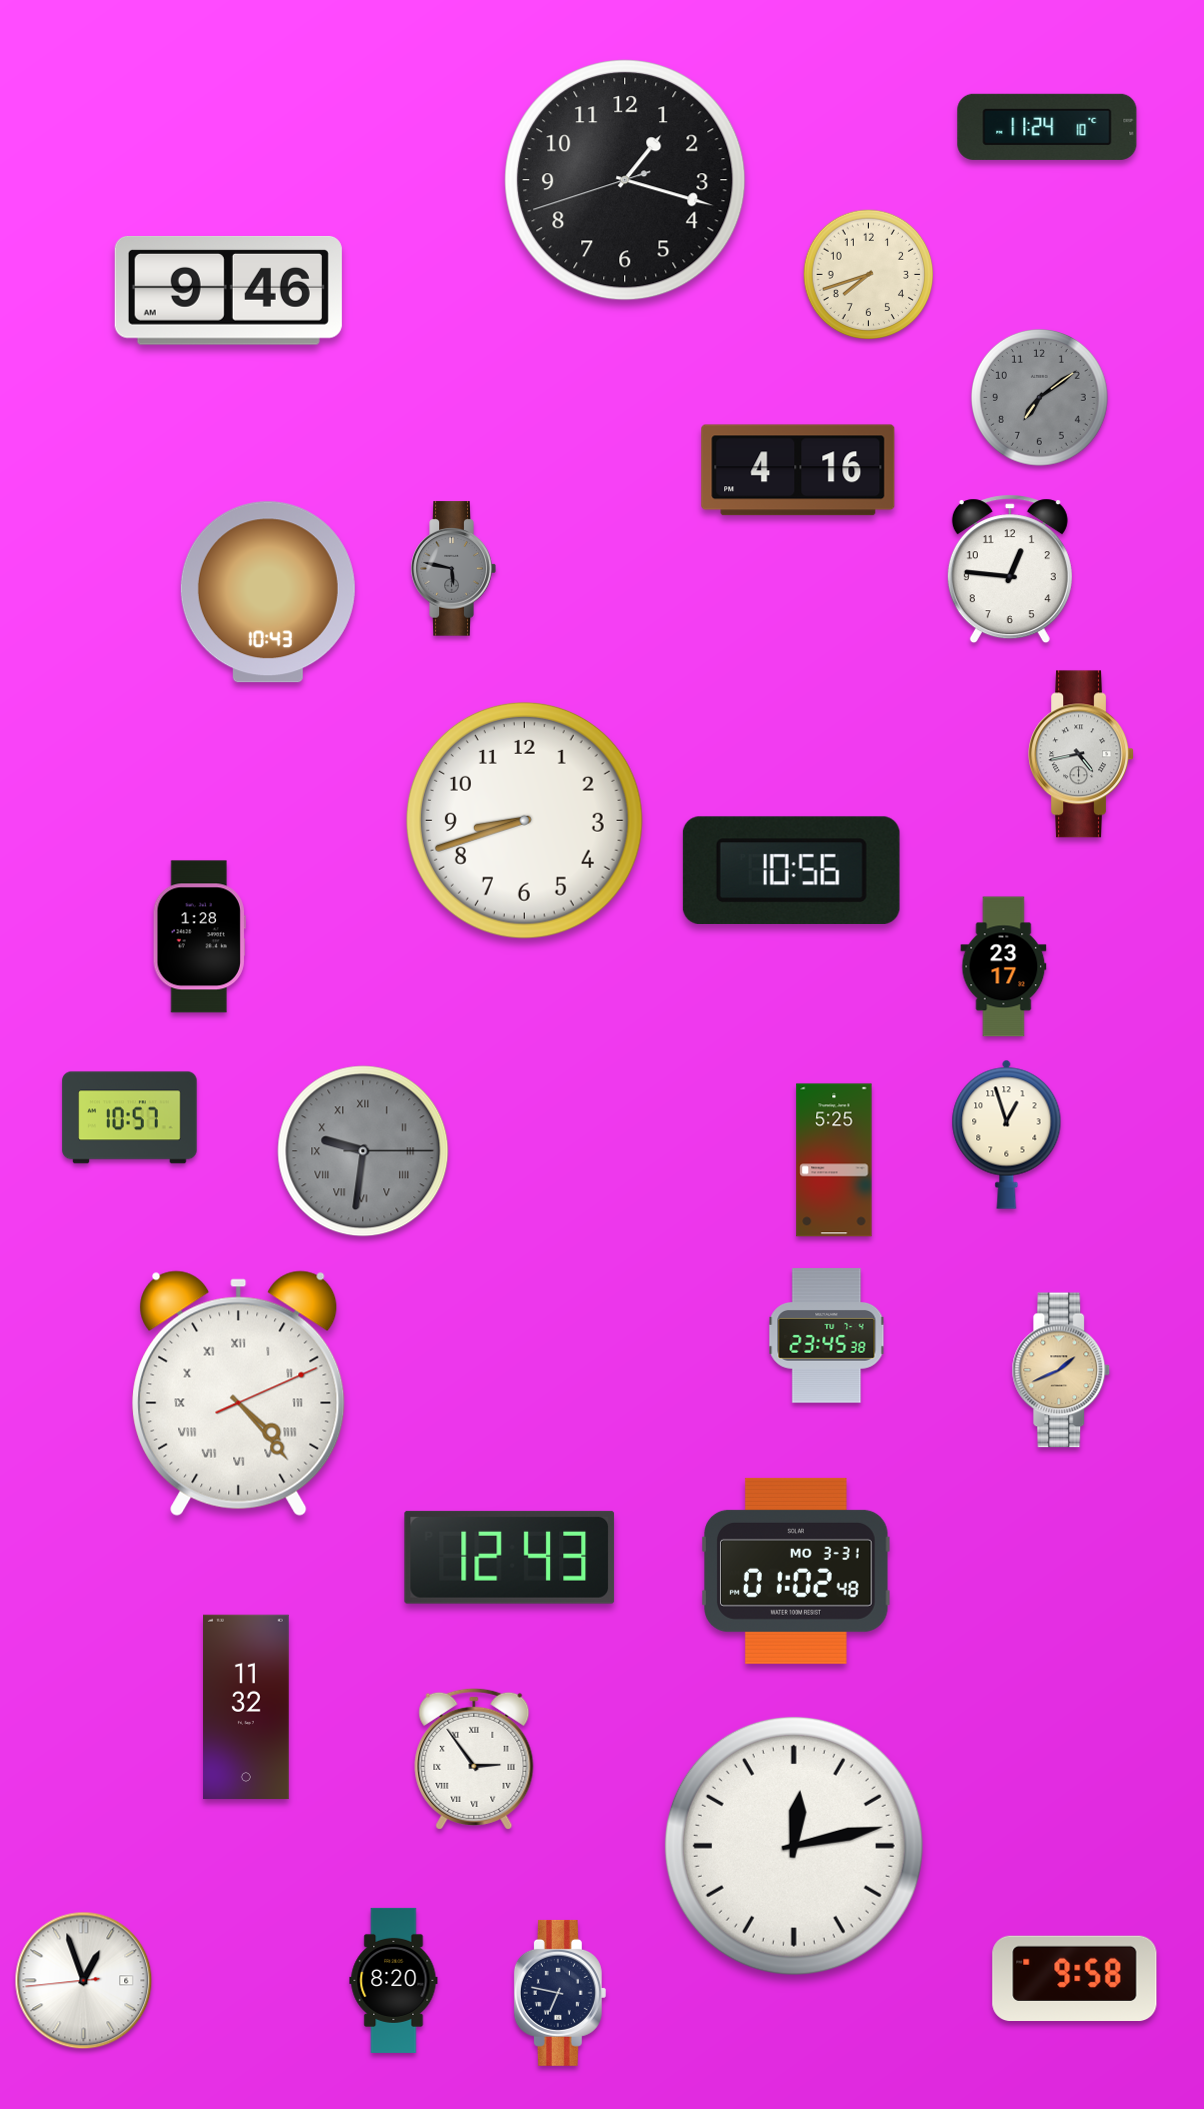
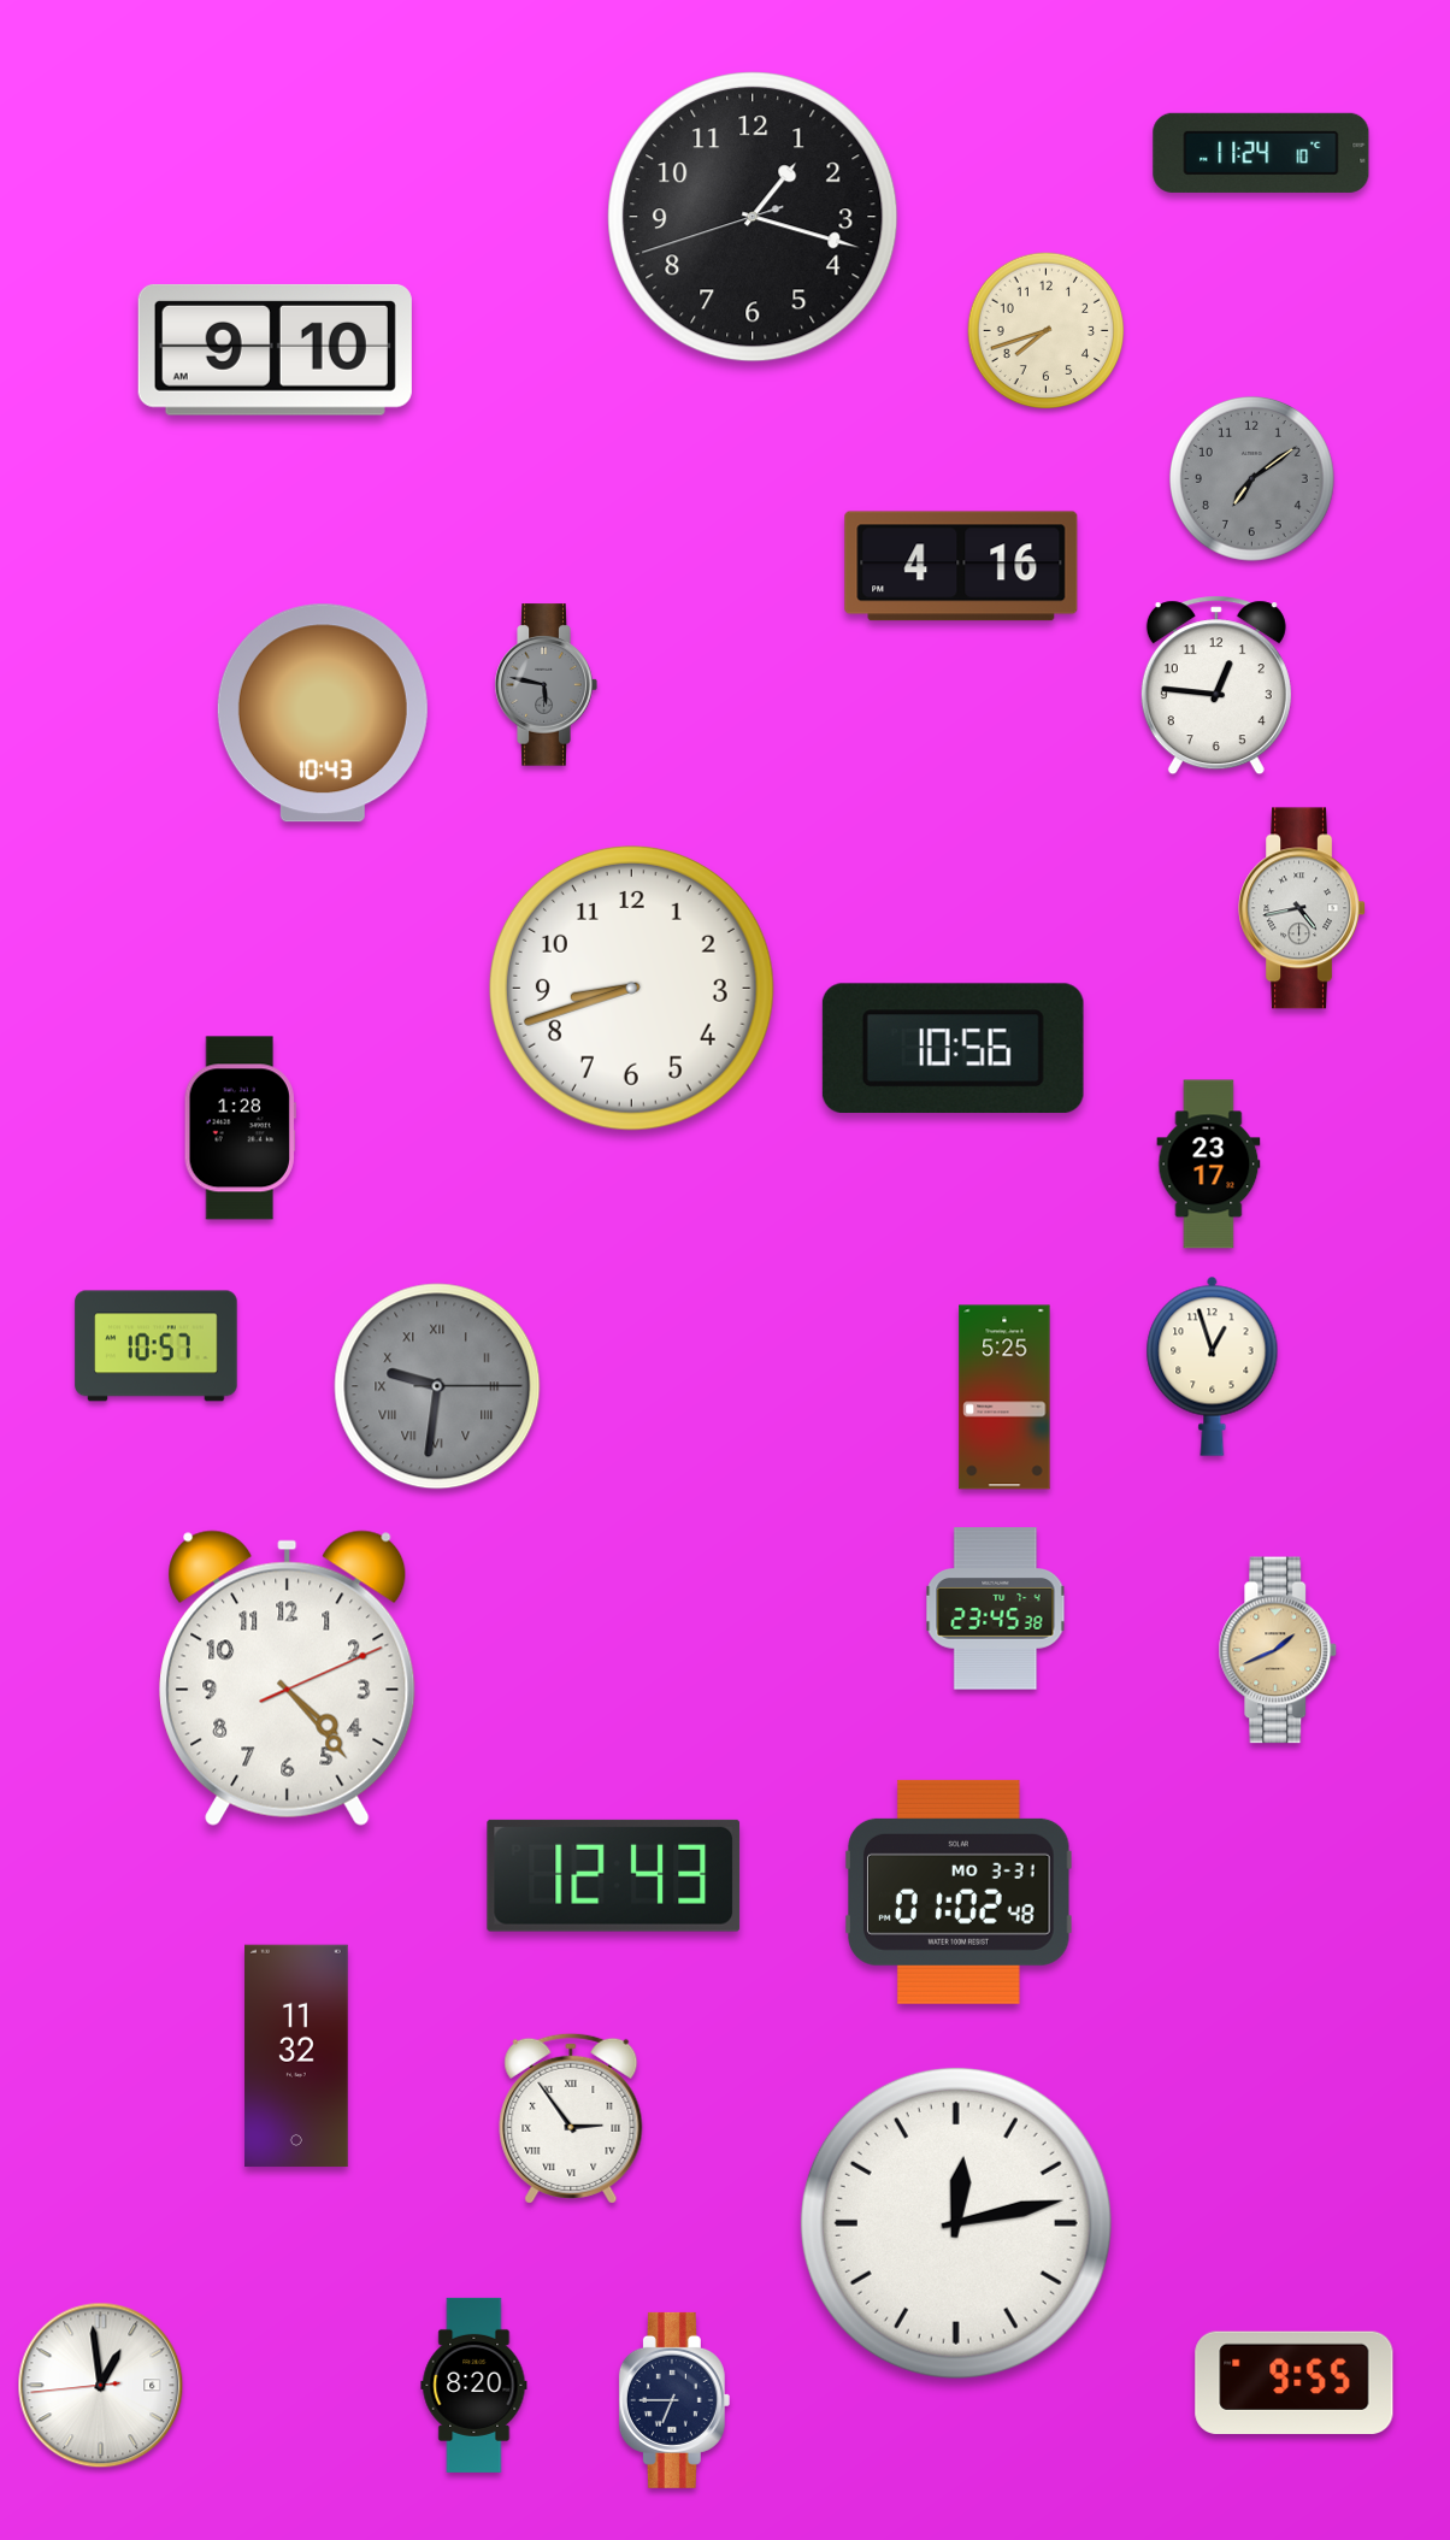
clock at (228, 290): 9:46 -> 9:10
clock at (239, 1393) numerals: Roman -> Arabic
clock at (1075, 1978): 9:58 -> 9:55
clock at (84, 1981): 12:56 -> 12:58
clock at (560, 1993): 6:47 -> 6:45
